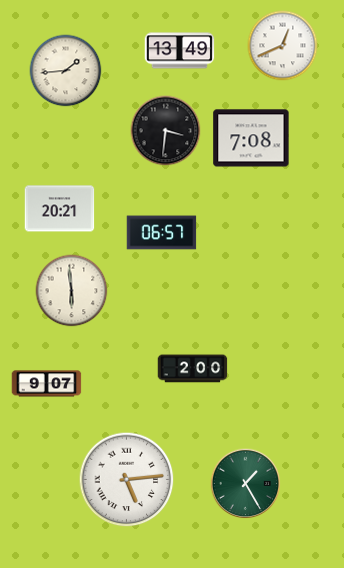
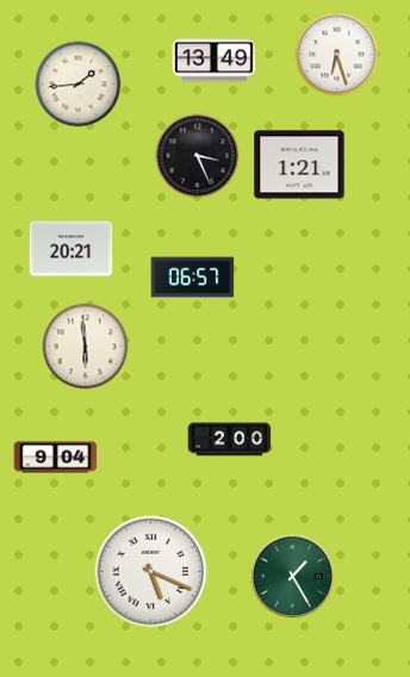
clock at (283, 46): 12:41 -> 6:27
clock at (166, 131): 3:31 -> 3:26
clock at (251, 138): 7:08 -> 1:21
clock at (47, 384): 9:07 -> 9:04
clock at (127, 480): 5:14 -> 5:19
